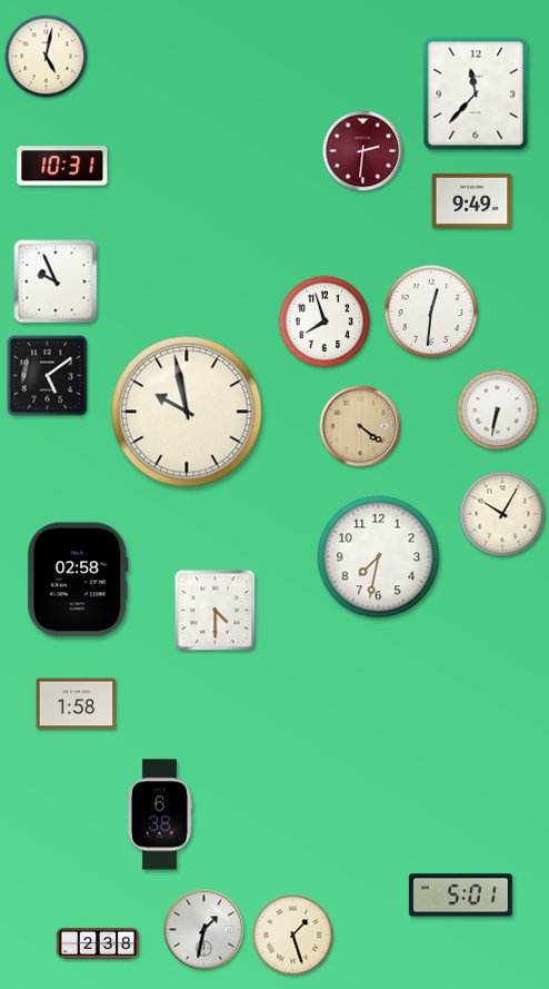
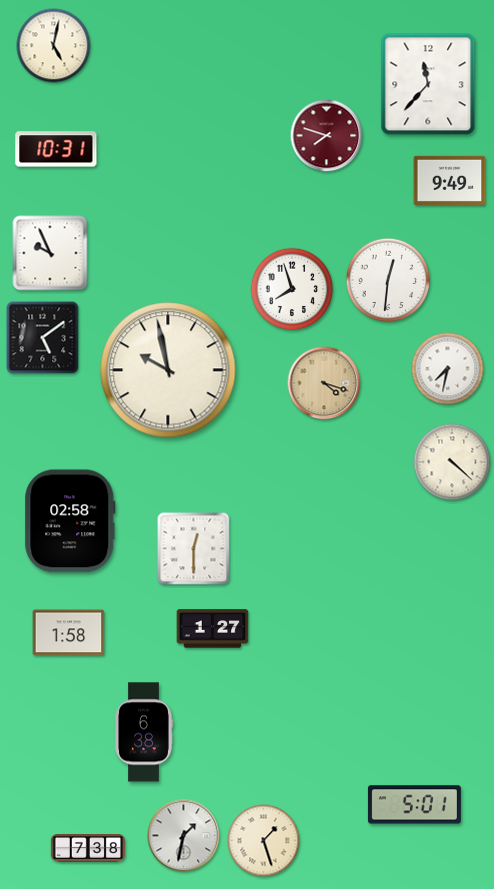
clock at (47, 57) position: (47, 57) -> (54, 46)
clock at (363, 151): 2:31 -> 7:48
clock at (472, 200) position: (472, 200) -> (450, 180)
clock at (498, 411): 6:32 -> 7:32
clock at (360, 426): 4:21 -> 4:18
clock at (502, 514): 10:05 -> 4:22
clock at (379, 557): 7:32 -> none
clock at (216, 611): 4:30 -> 12:30
clock at (213, 629): none -> 1:27
clock at (97, 945): 2:38 -> 7:38
